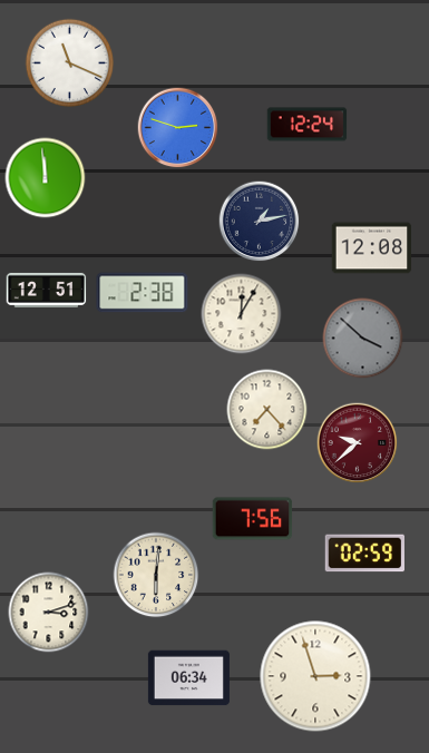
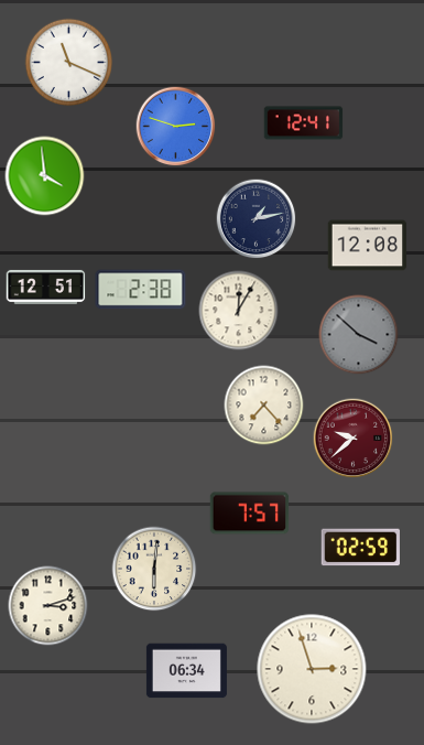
clock at (308, 125): 12:24 -> 12:41
clock at (46, 178): 11:59 -> 3:59
clock at (253, 519): 7:56 -> 7:57
